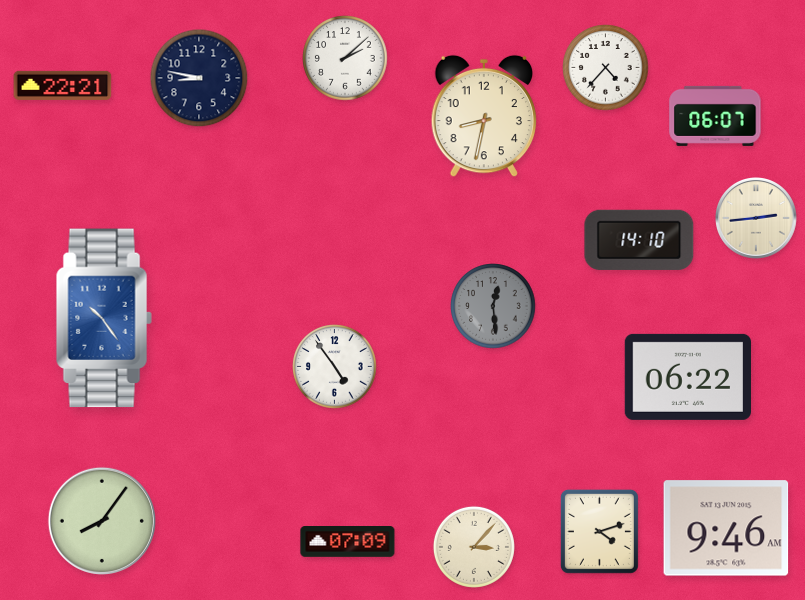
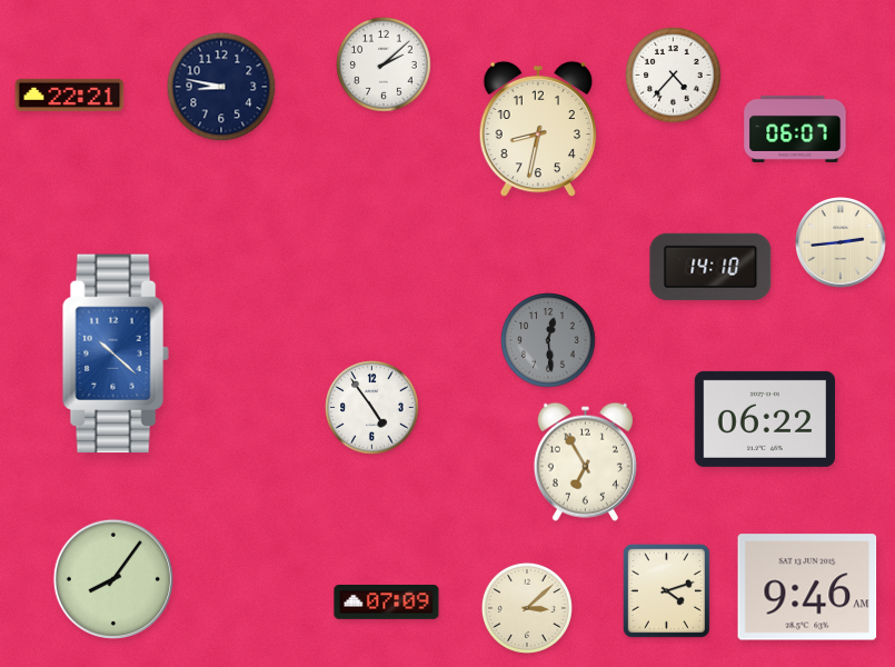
clock at (104, 318): 10:24 -> 10:22
clock at (585, 461): none -> 6:55
clock at (474, 547): 3:07 -> 3:08
